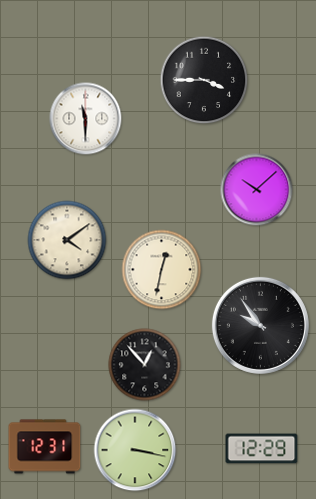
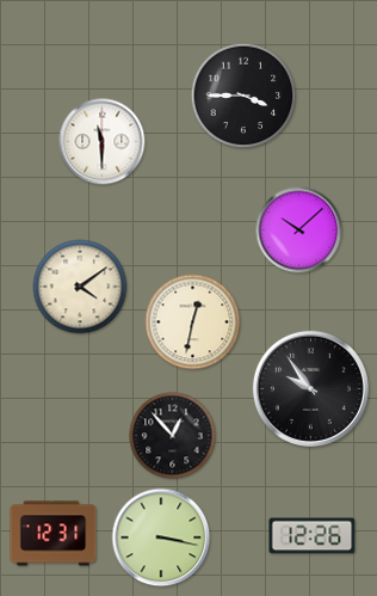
clock at (257, 190) position: (257, 190) -> (299, 231)
clock at (262, 449): 12:29 -> 12:26
